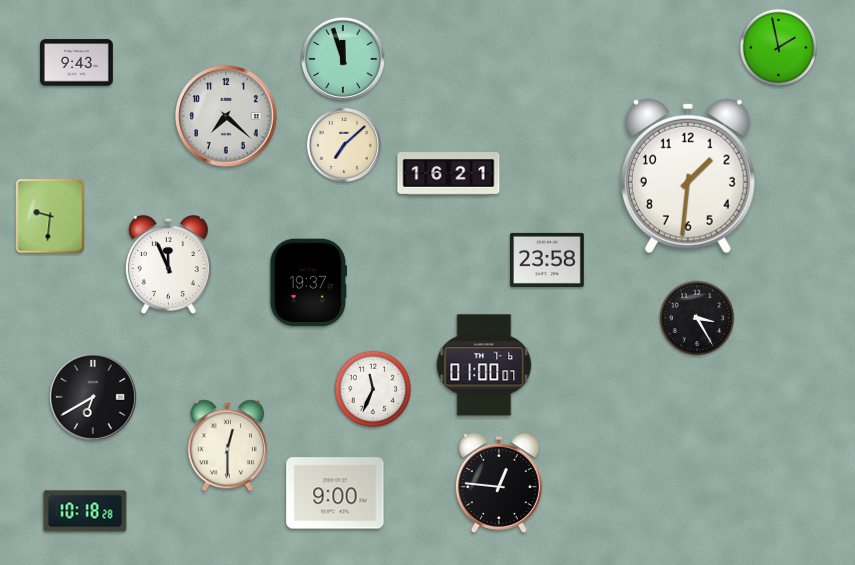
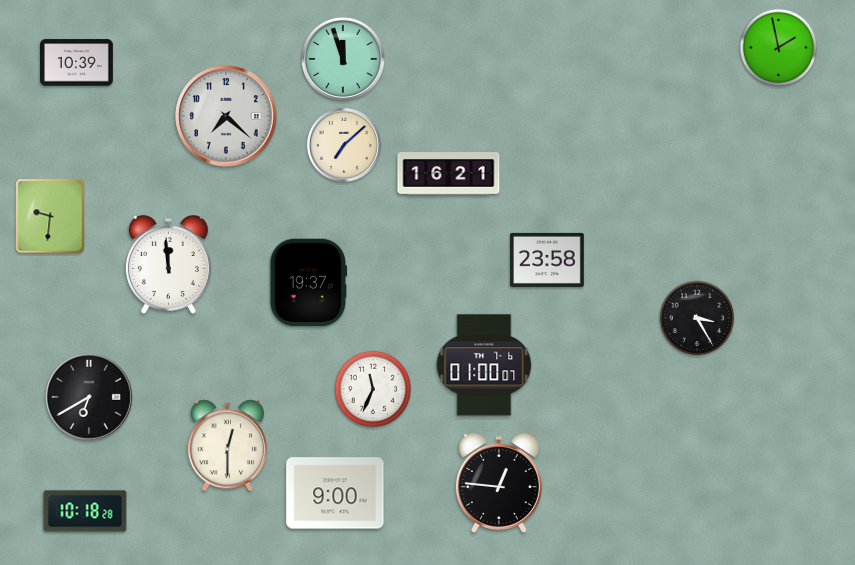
clock at (77, 63): 9:43 -> 10:39
clock at (688, 176): 1:31 -> none
clock at (168, 265): 11:56 -> 11:59
clock at (93, 397) position: (93, 397) -> (89, 397)
